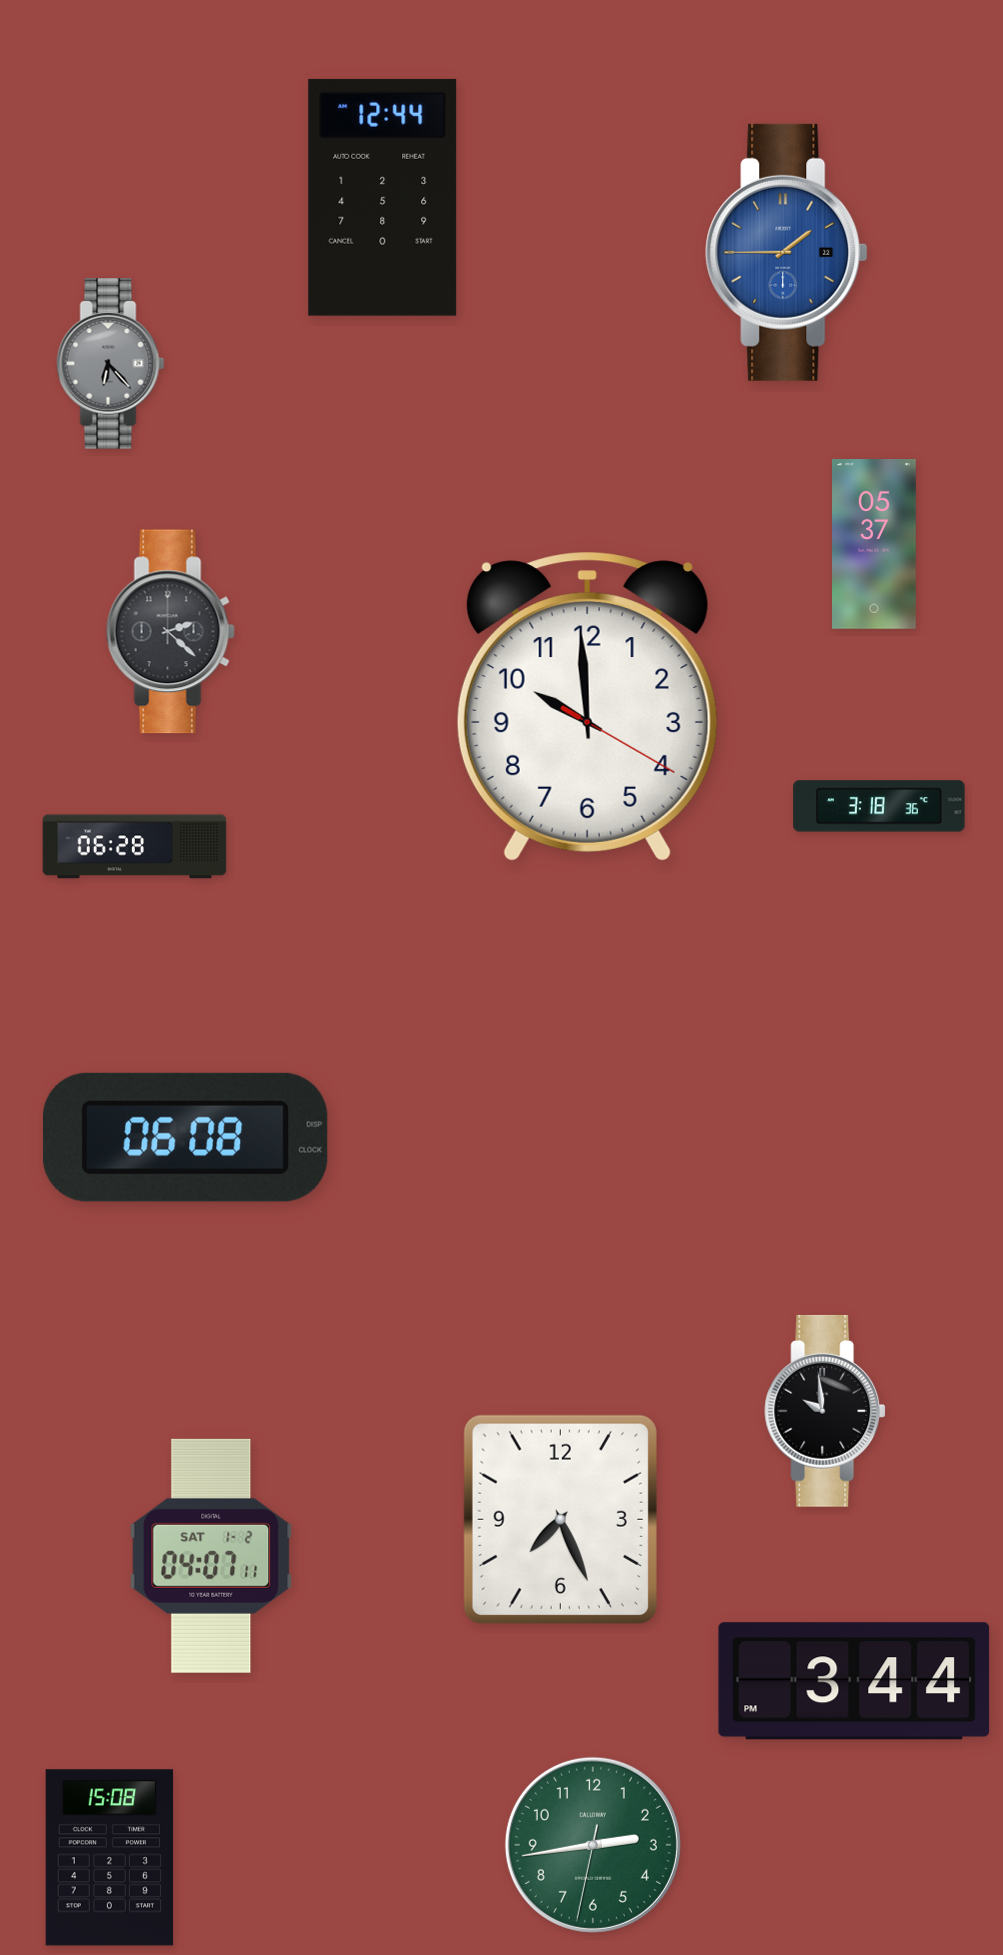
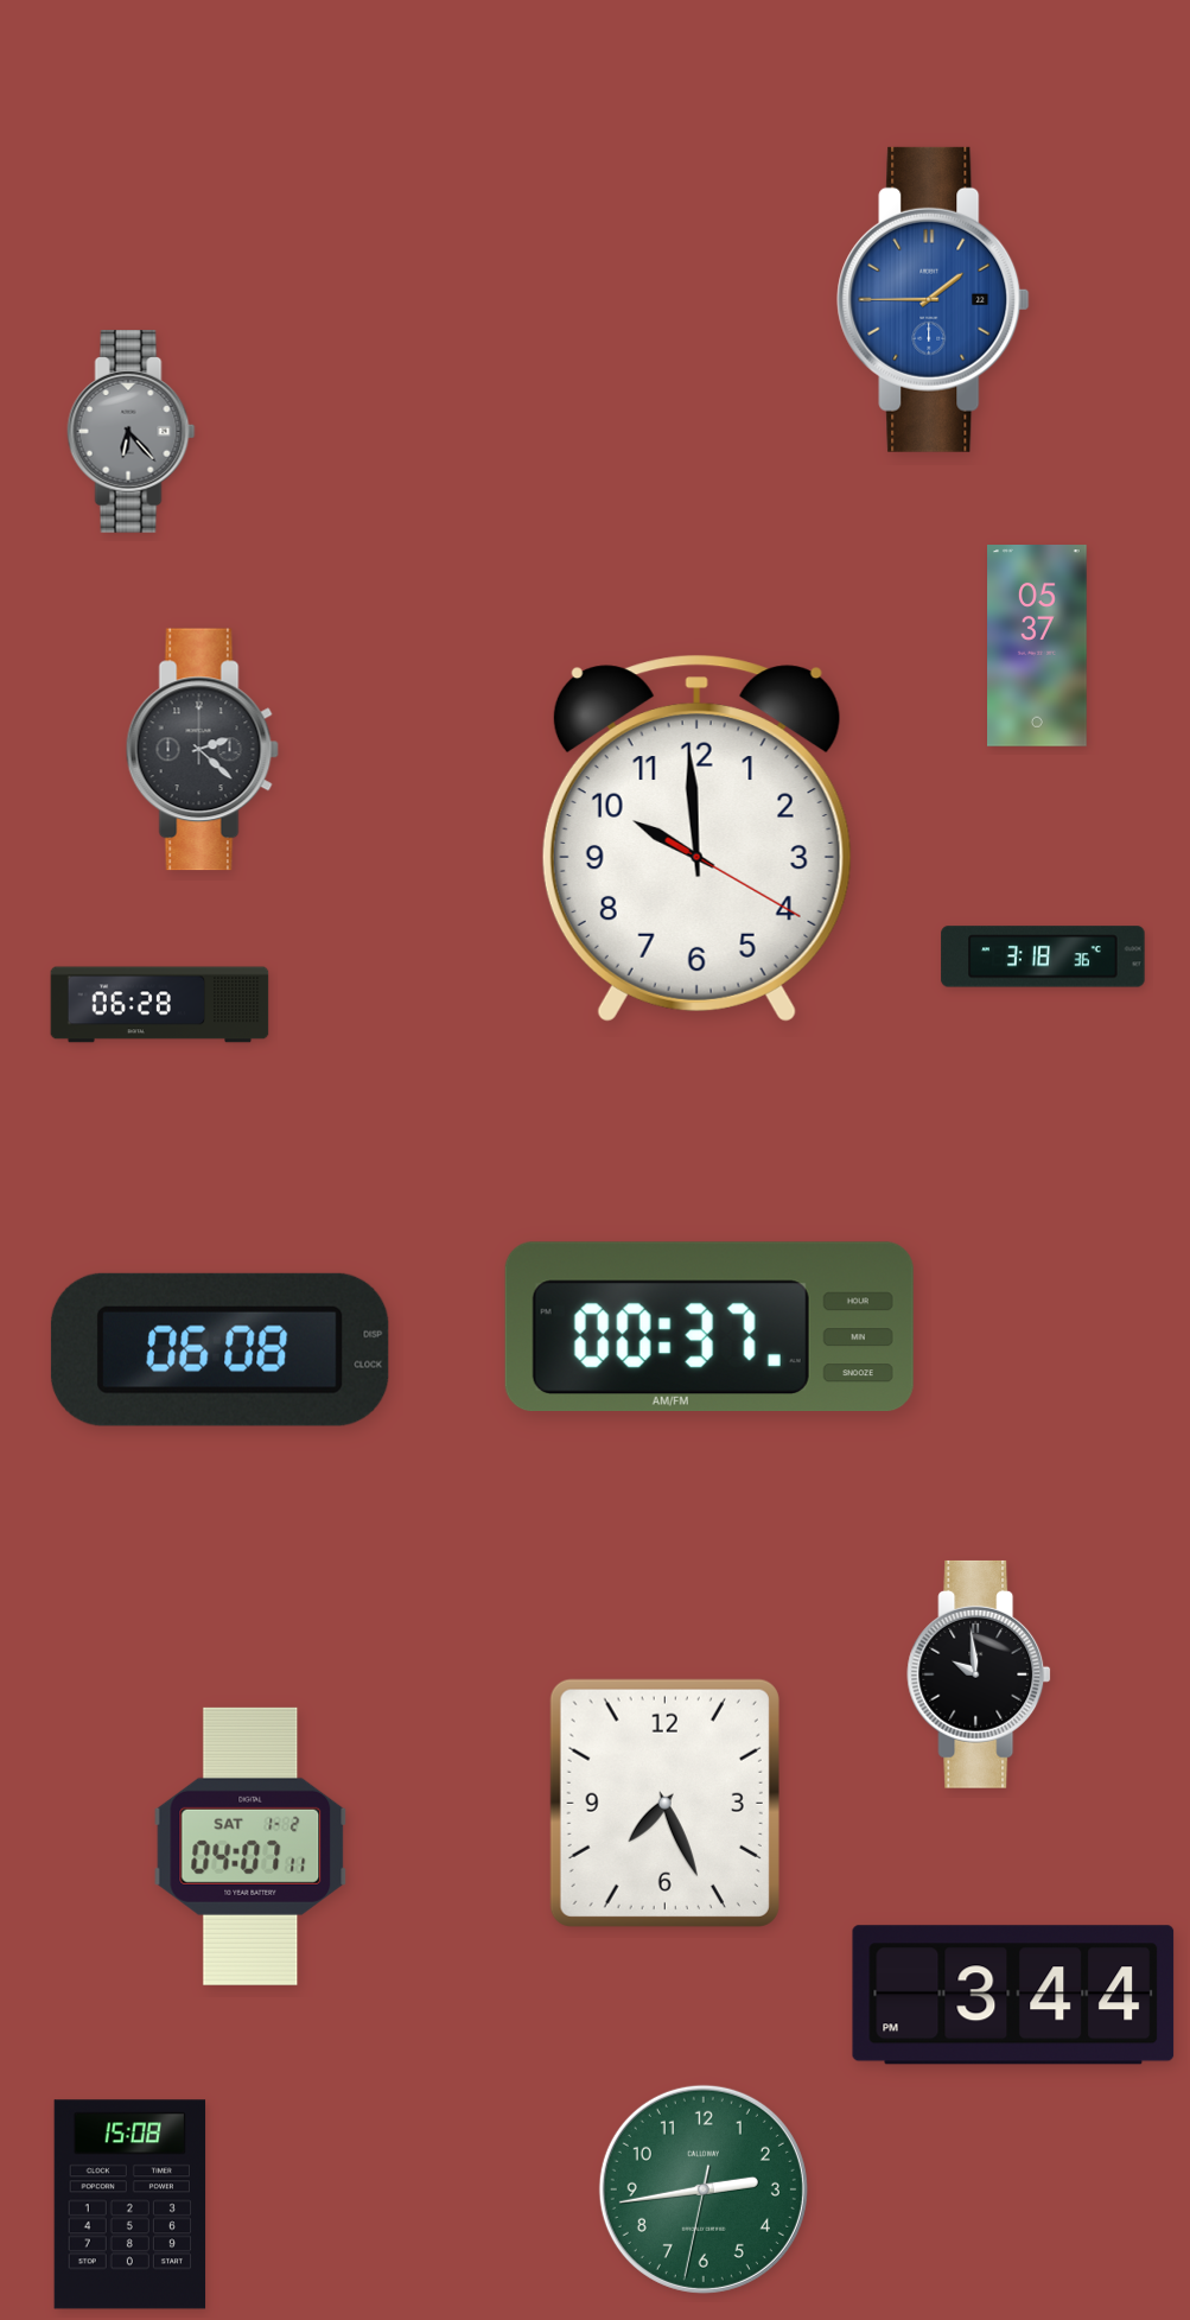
clock at (383, 197): 12:44 -> none
clock at (709, 1326): none -> 00:37
